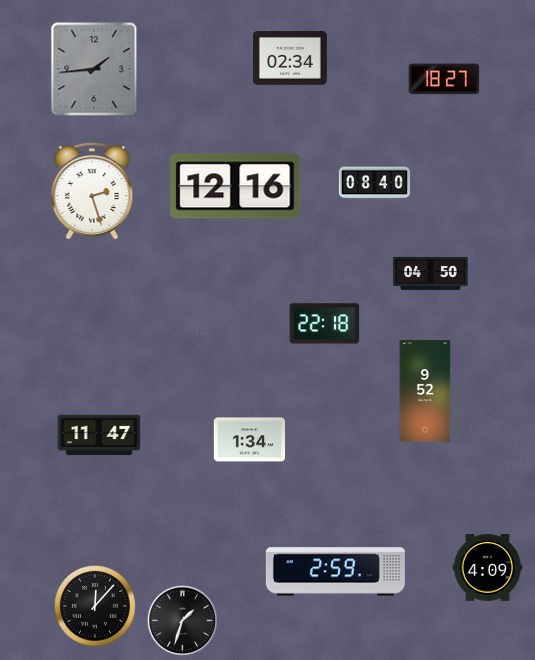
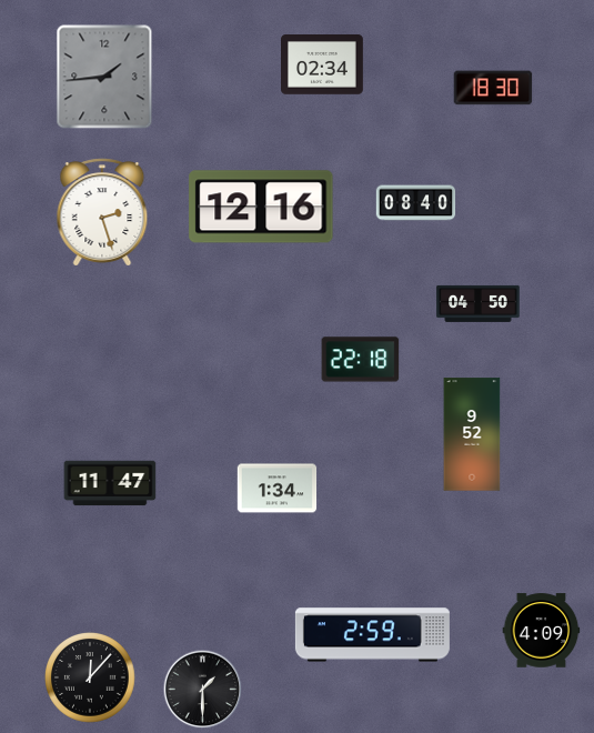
clock at (444, 79): 18:27 -> 18:30
clock at (96, 607) position: (96, 607) -> (91, 679)
clock at (183, 621): 1:33 -> 1:30
